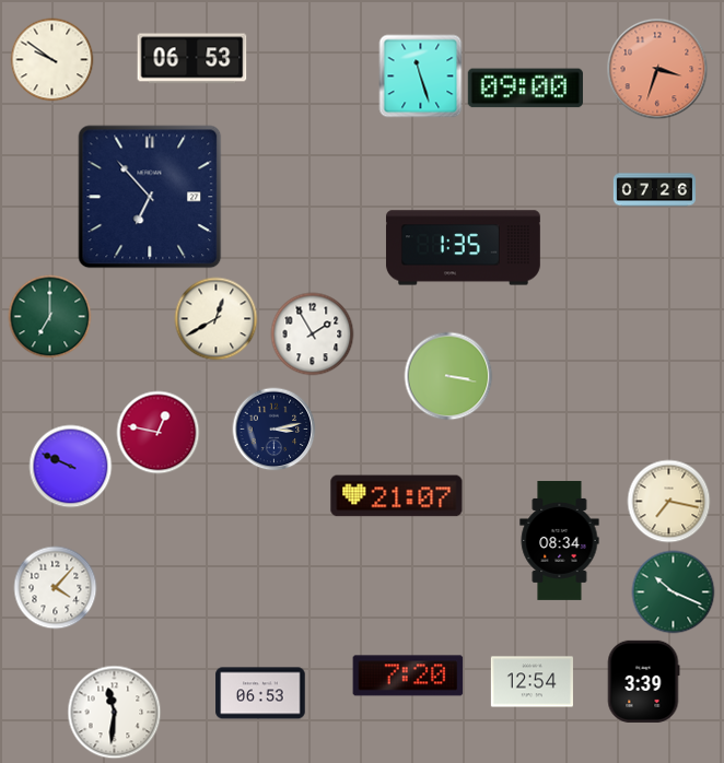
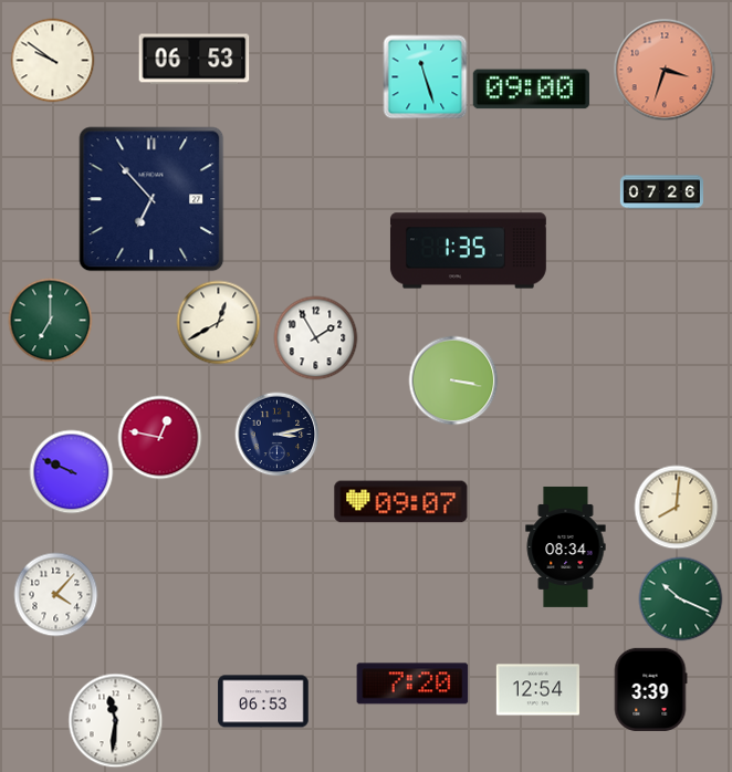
clock at (397, 496): 21:07 -> 09:07
clock at (669, 502): 7:17 -> 8:01
